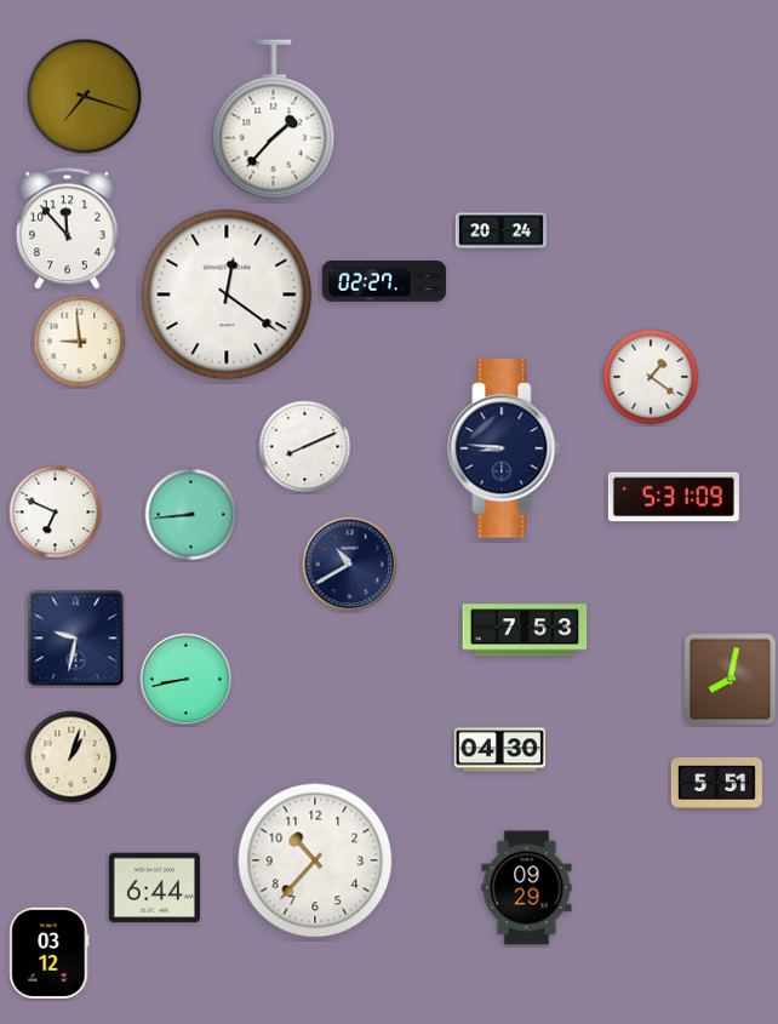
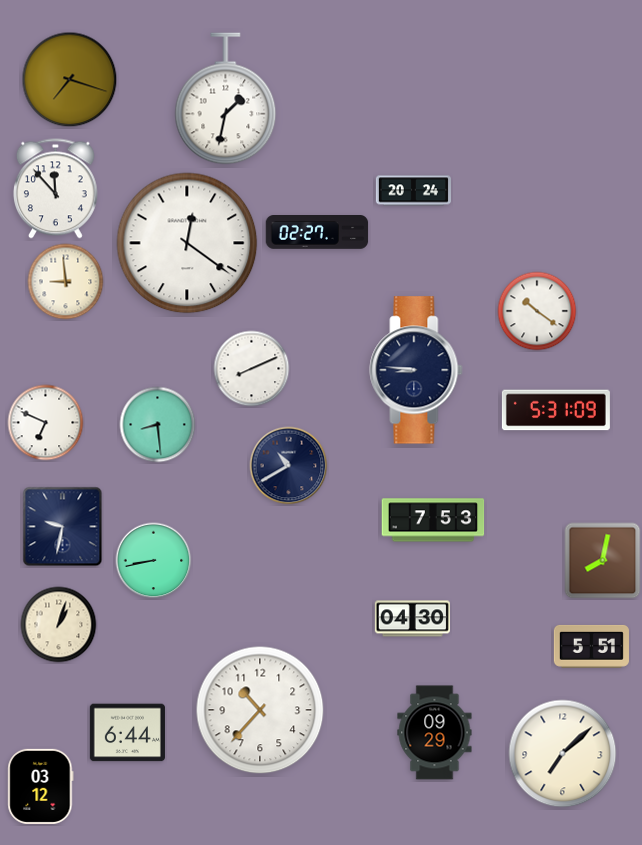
clock at (274, 120): 1:37 -> 1:32
clock at (651, 377): 1:21 -> 10:21
clock at (191, 515): 8:44 -> 8:29
clock at (563, 754): none -> 7:08
